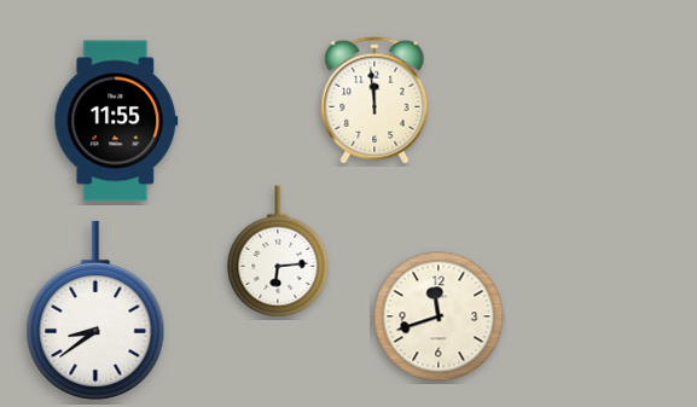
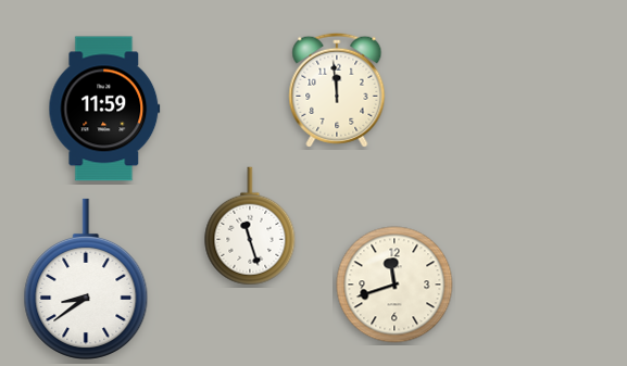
clock at (116, 121): 11:55 -> 11:59
clock at (278, 251): 6:14 -> 11:27
